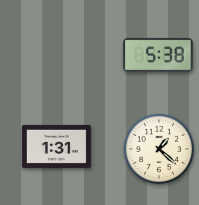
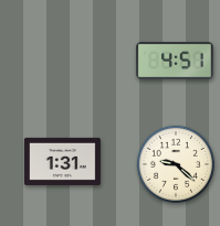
clock at (158, 55): 5:38 -> 4:51
clock at (158, 148): 1:22 -> 9:22
